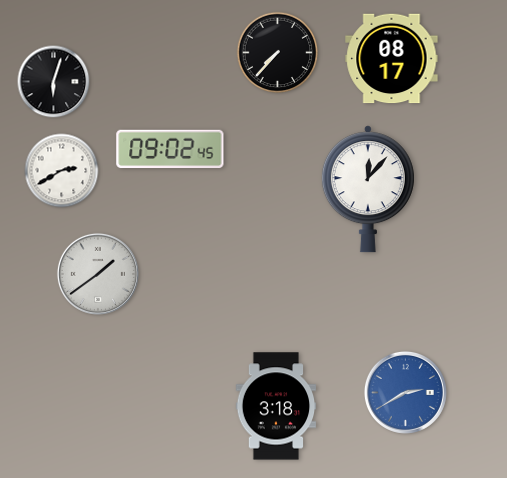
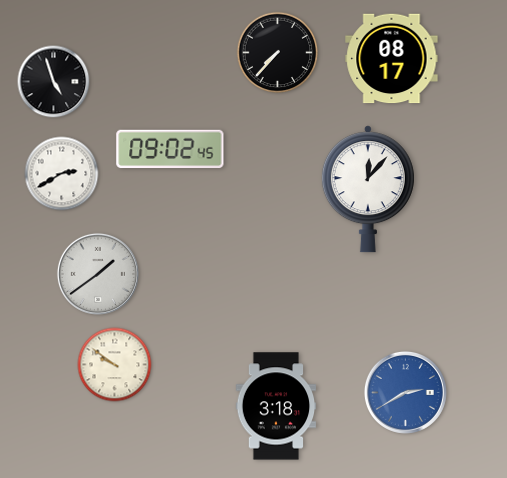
clock at (54, 82): 6:03 -> 4:57
clock at (62, 171) position: (62, 171) -> (62, 174)
clock at (115, 365): none -> 9:51
